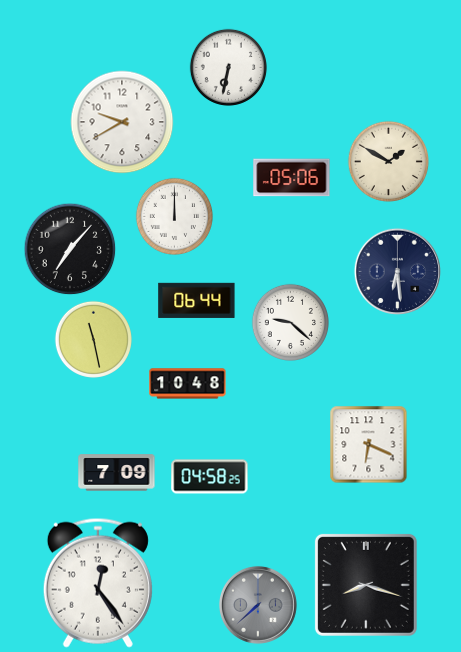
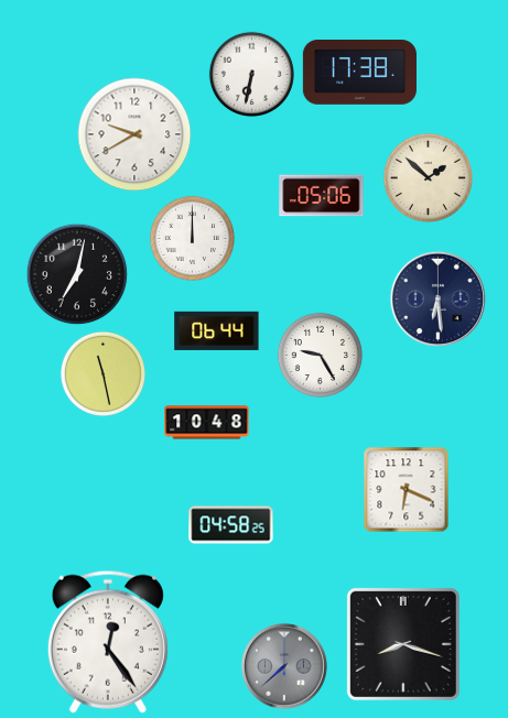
clock at (359, 73): none -> 17:38
clock at (388, 161): 1:50 -> 1:52
clock at (70, 249): 7:07 -> 7:02
clock at (290, 322): 9:22 -> 9:25
clock at (117, 473): 7:09 -> none
